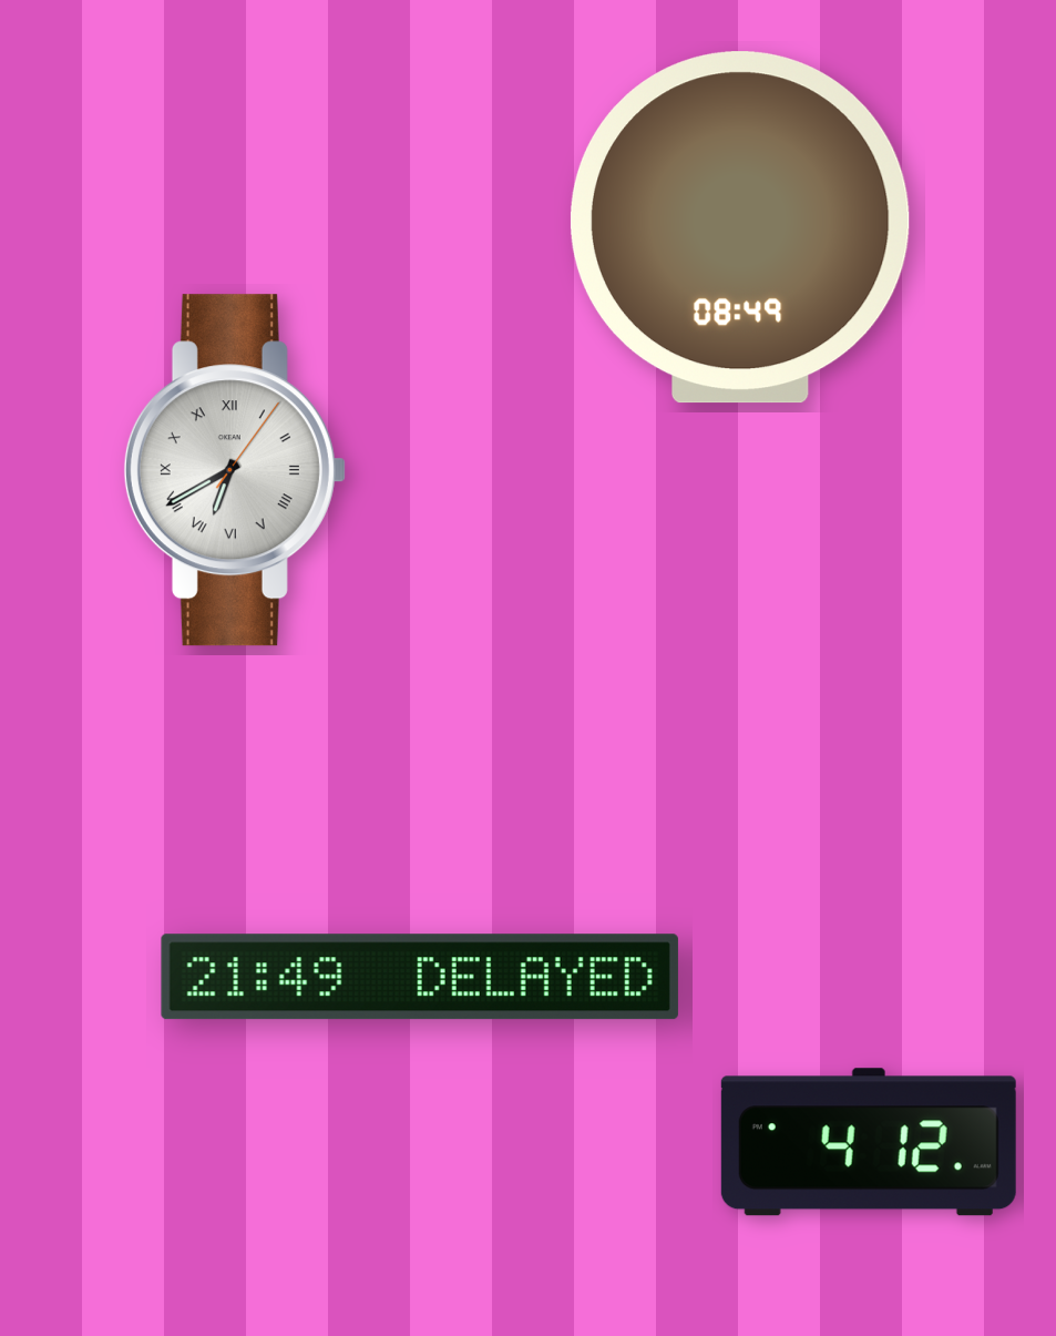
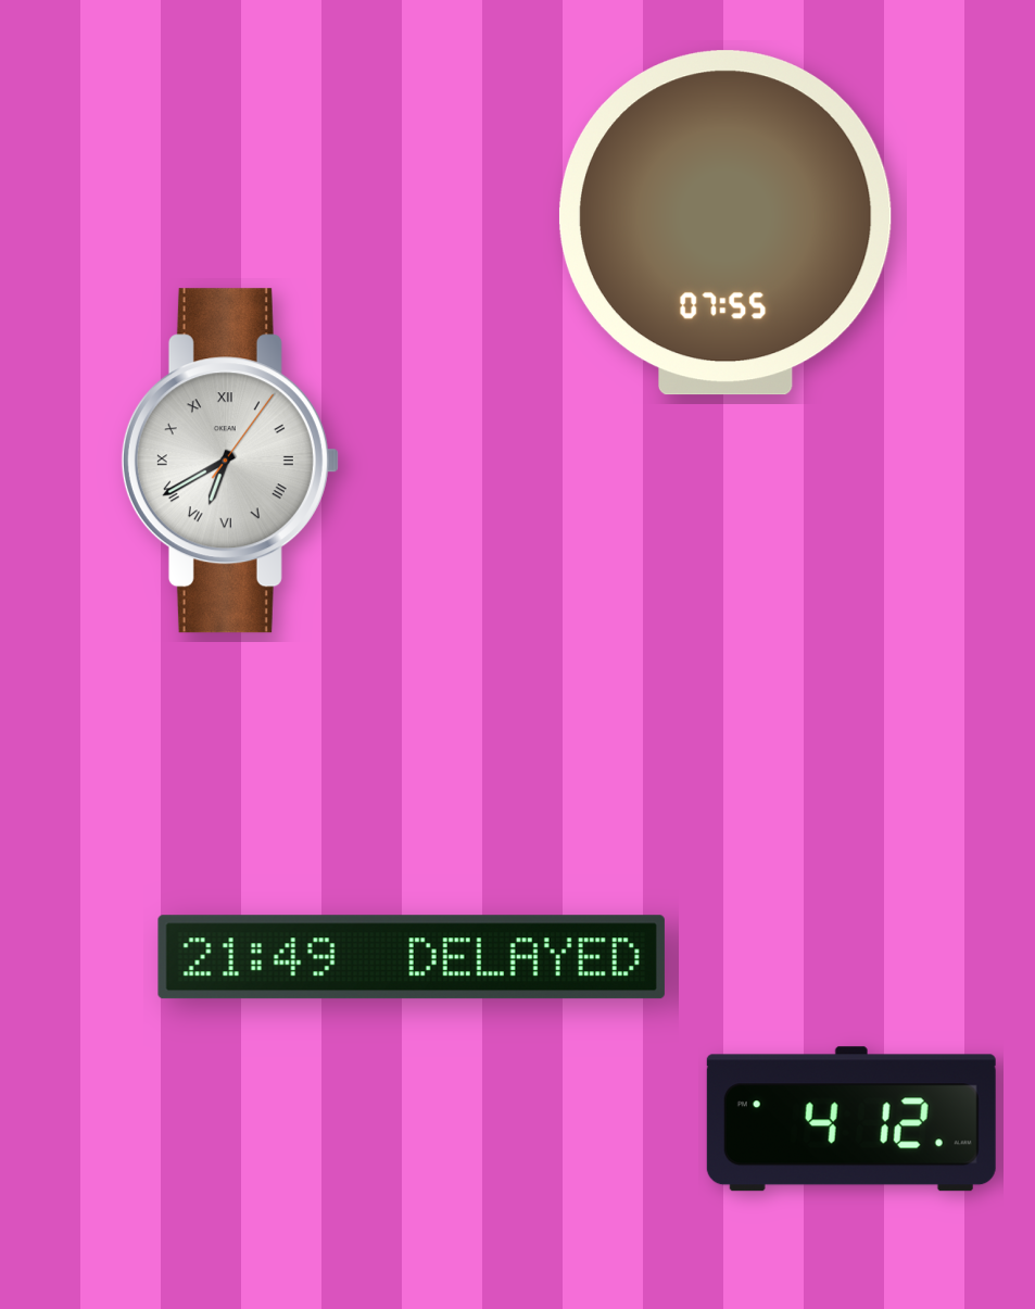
clock at (740, 227): 08:49 -> 07:55
